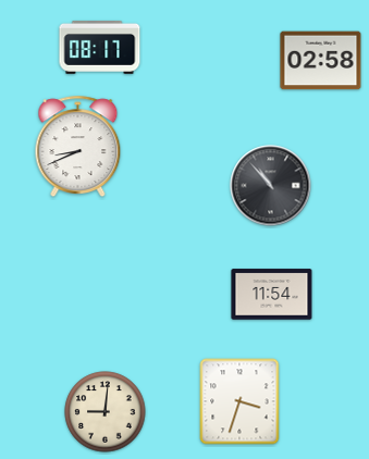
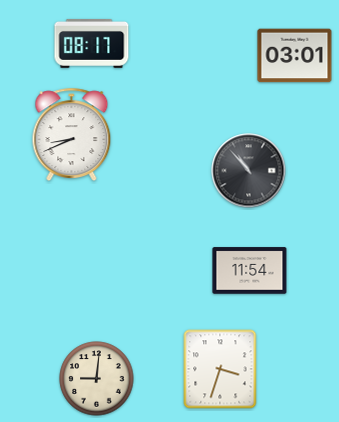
clock at (321, 61): 02:58 -> 03:01
